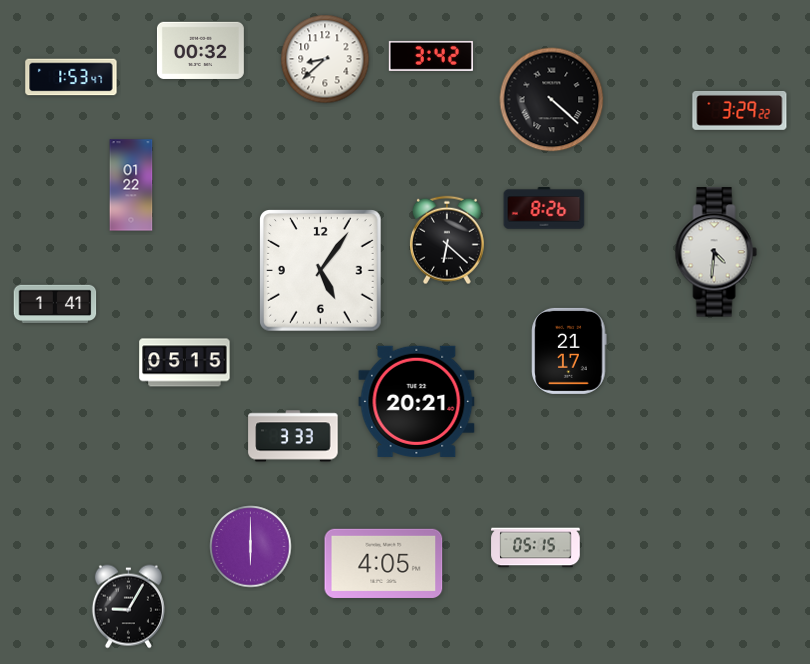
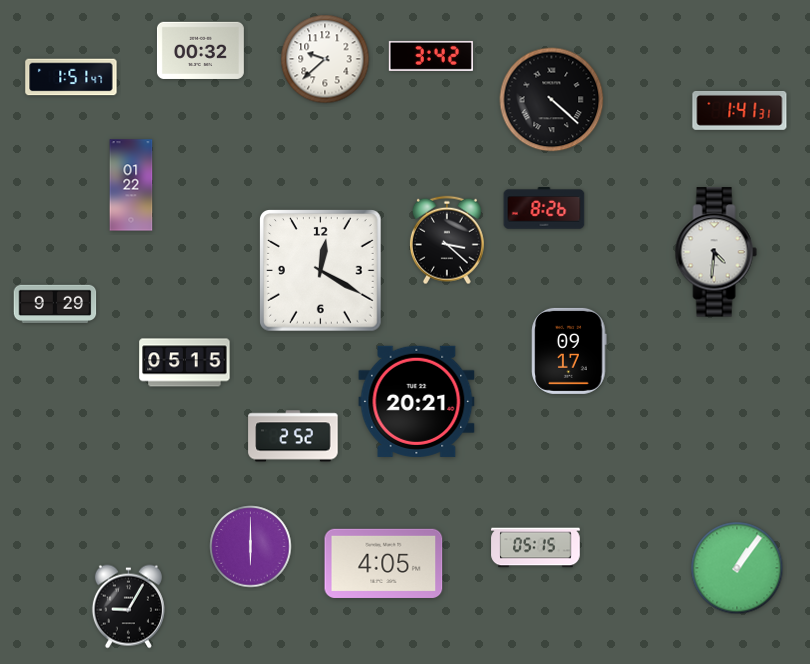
clock at (325, 59): 8:38 -> 9:38
clock at (71, 77): 1:53 -> 1:51
clock at (740, 110): 3:29 -> 1:41
clock at (447, 240): 6:22 -> 3:22
clock at (321, 271): 5:06 -> 12:20
clock at (55, 303): 1:41 -> 9:29
clock at (569, 351): 21:17 -> 09:17
clock at (293, 436): 3:33 -> 2:52
clock at (737, 568): none -> 1:06
